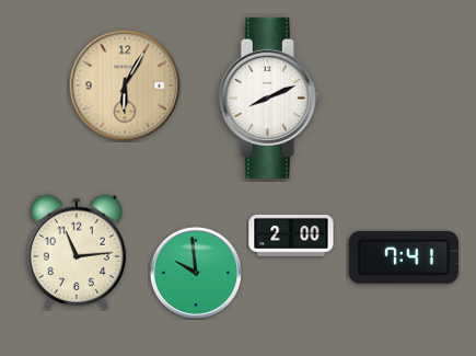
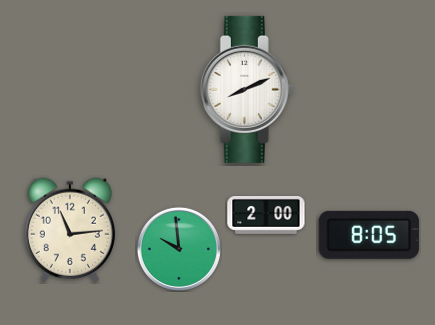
clock at (125, 85): 6:05 -> none
clock at (404, 257): 7:41 -> 8:05
